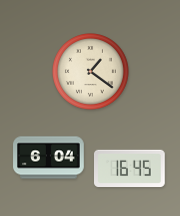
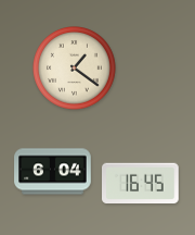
clock at (91, 72) position: (91, 72) -> (75, 69)
